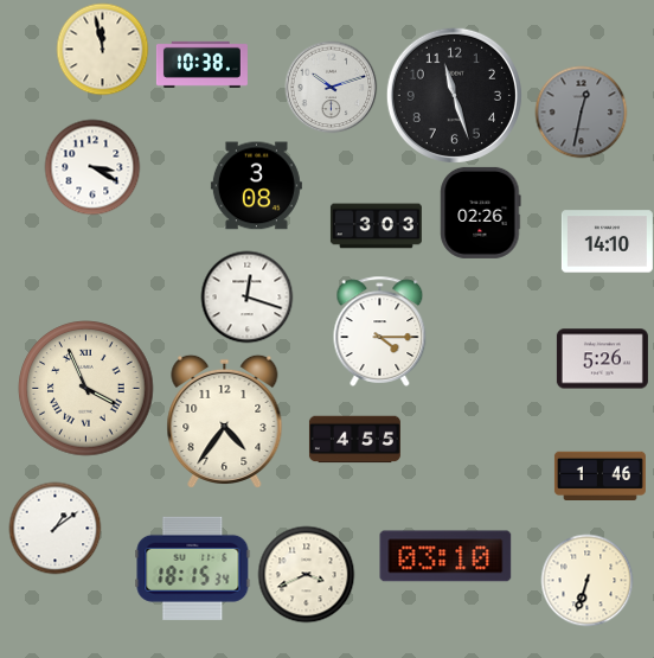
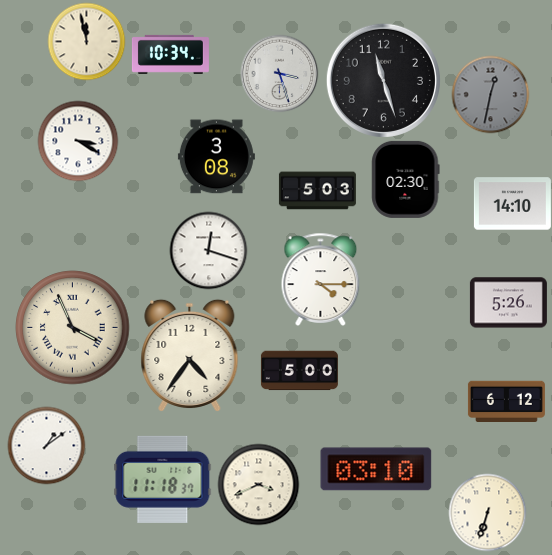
clock at (201, 64): 10:38 -> 10:34
clock at (331, 87): 10:12 -> 3:27
clock at (481, 212): 02:26 -> 02:30
clock at (376, 226): 3:03 -> 5:03
clock at (354, 440): 4:55 -> 5:00
clock at (599, 475): 1:46 -> 6:12
clock at (193, 568): 18:15 -> 11:18
clock at (586, 580) position: (586, 580) -> (487, 512)
